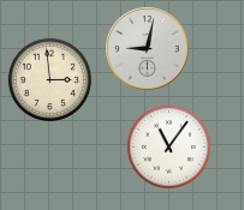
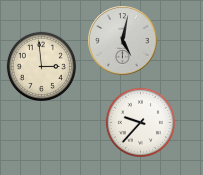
clock at (148, 49): 9:02 -> 5:02
clock at (168, 146): 11:06 -> 9:37
